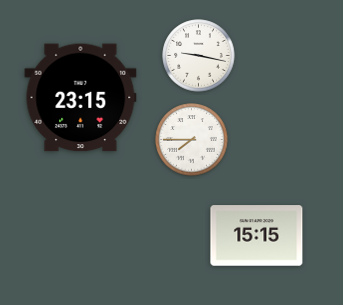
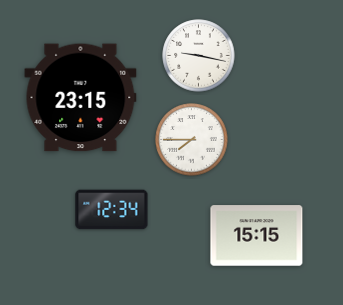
clock at (112, 210): none -> 12:34
